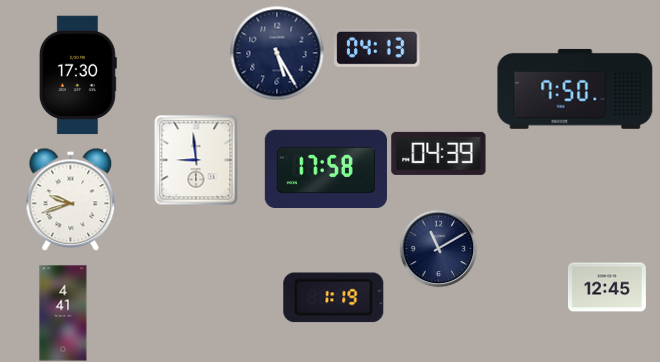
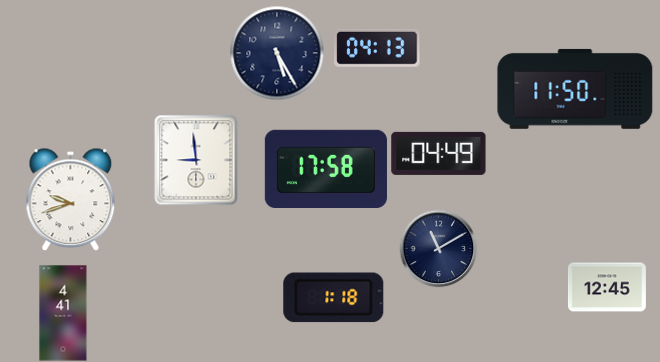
clock at (78, 75): 17:30 -> none
clock at (575, 89): 7:50 -> 11:50
clock at (439, 153): 04:39 -> 04:49
clock at (334, 298): 1:19 -> 1:18
